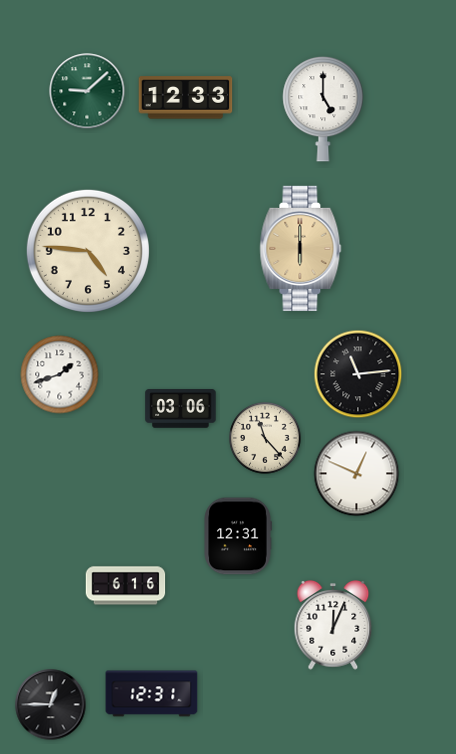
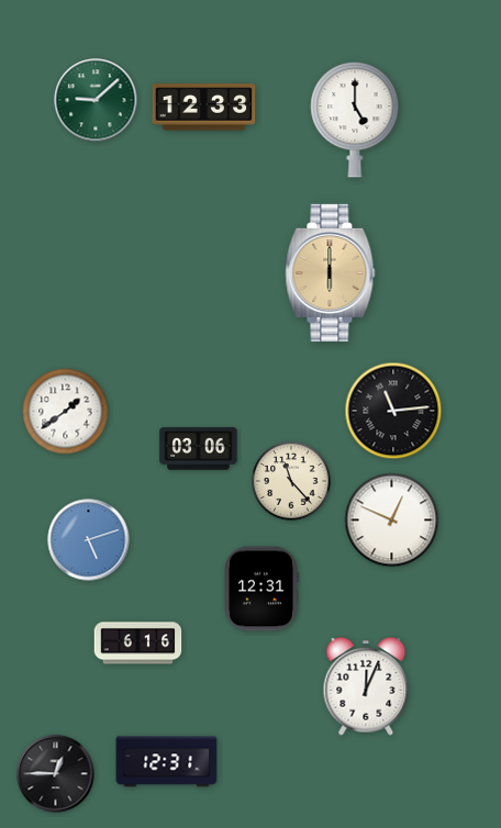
clock at (88, 251): 4:46 -> none
clock at (60, 375): 1:42 -> 1:39
clock at (89, 540): none -> 5:12
